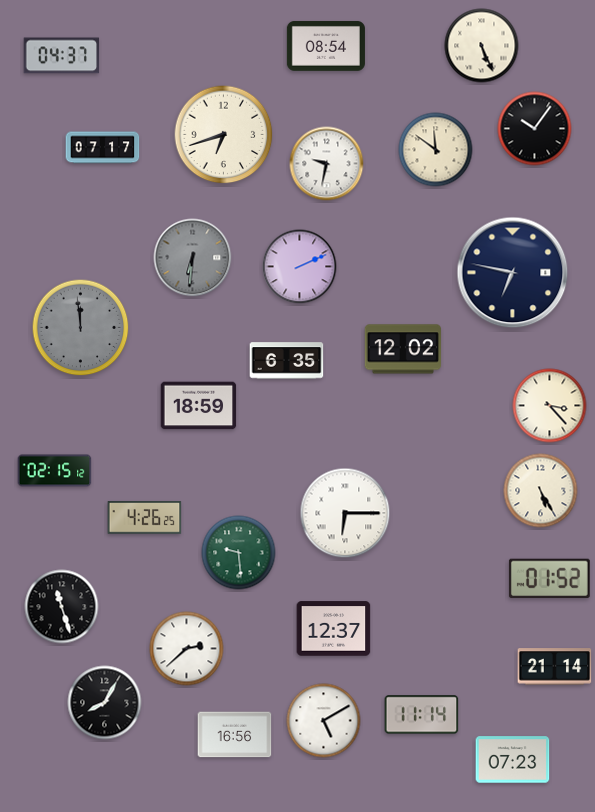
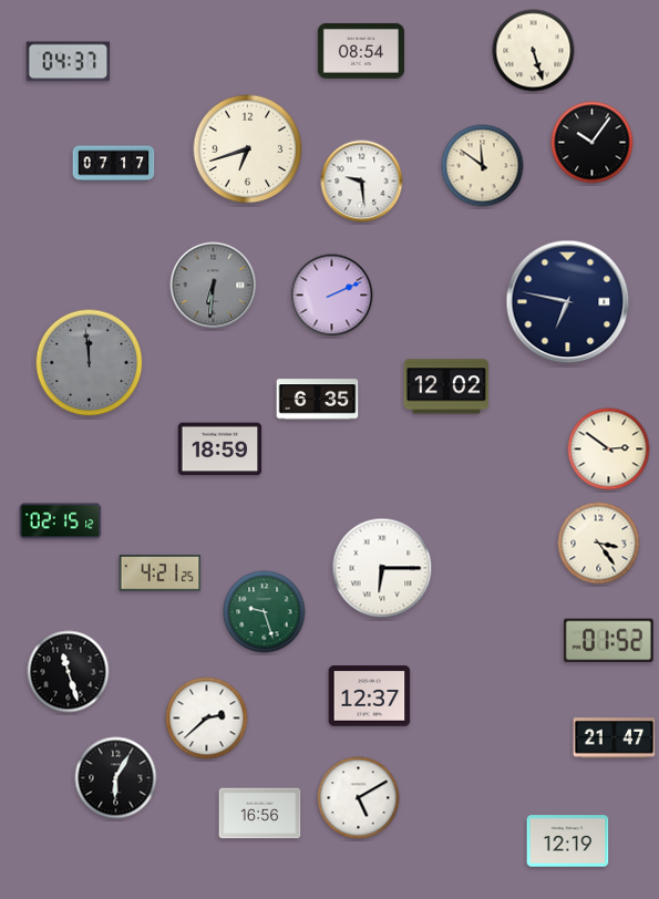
clock at (482, 46): 5:26 -> 5:27
clock at (327, 164): 9:32 -> 9:29
clock at (550, 406): 3:23 -> 2:51
clock at (541, 491): 5:25 -> 3:24
clock at (145, 518): 4:26 -> 4:21
clock at (239, 553): 9:29 -> 9:27
clock at (555, 667): 21:14 -> 21:47
clock at (105, 703): 8:05 -> 6:05
clock at (422, 715): 11:14 -> none
clock at (513, 760): 07:23 -> 12:19
